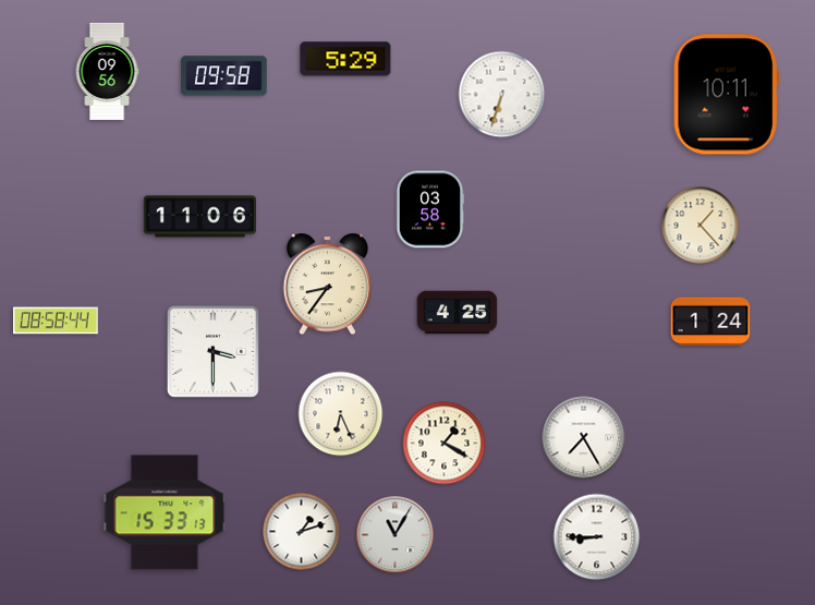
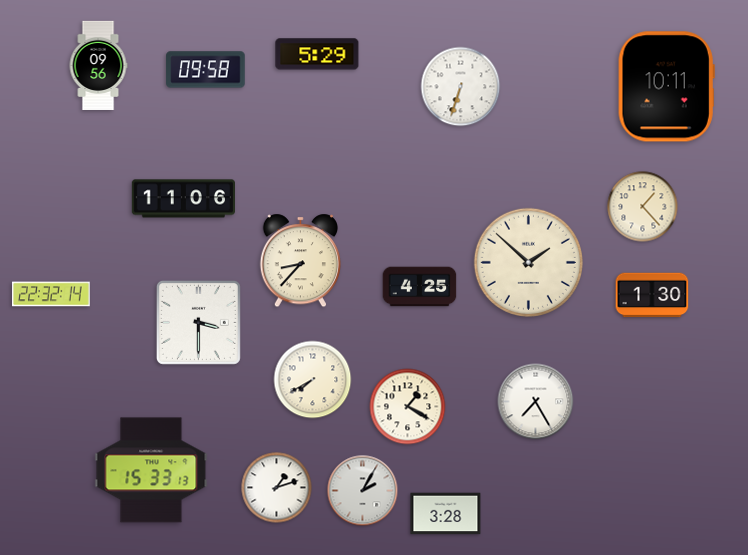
clock at (430, 209): 03:58 -> none
clock at (327, 285): 8:36 -> 8:37
clock at (528, 262): none -> 1:52
clock at (56, 320): 08:58 -> 22:32
clock at (710, 322): 1:24 -> 1:30
clock at (212, 351) position: (212, 351) -> (198, 322)
clock at (341, 414): 6:26 -> 7:40
clock at (396, 535): 11:05 -> 2:05
clock at (597, 537): 8:45 -> none
clock at (446, 514): none -> 3:28
